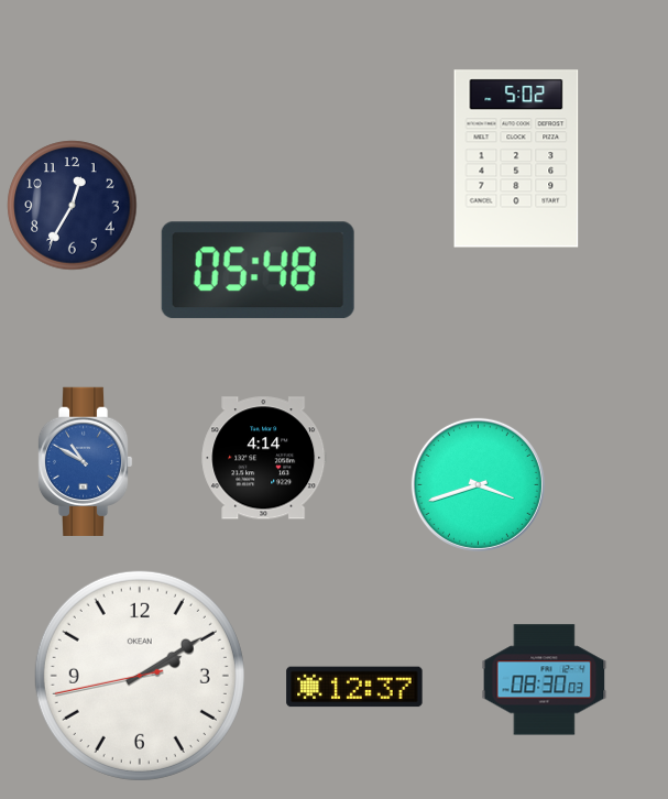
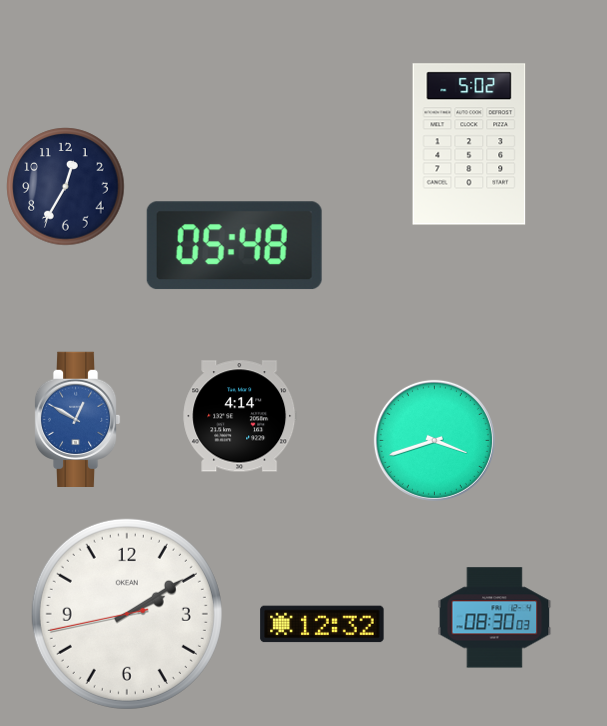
clock at (85, 461): 10:50 -> 12:50
clock at (354, 687): 12:37 -> 12:32
